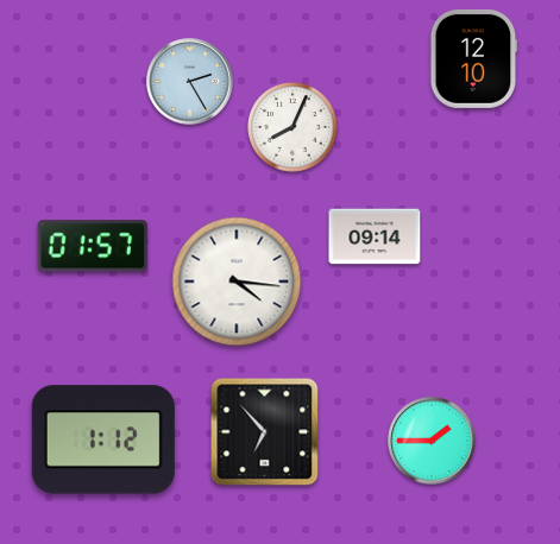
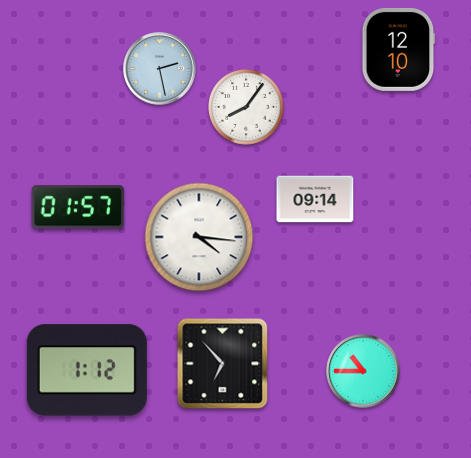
clock at (190, 82): 2:25 -> 2:28
clock at (292, 127): 8:04 -> 8:06
clock at (432, 441): 1:45 -> 10:45
